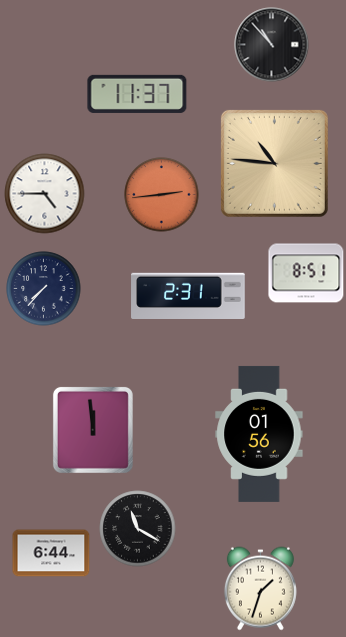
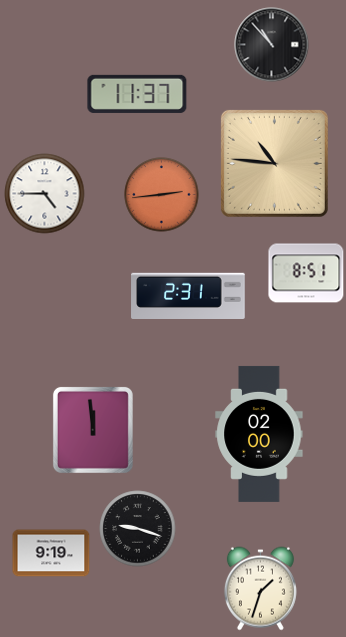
clock at (44, 289): 7:37 -> none
clock at (259, 434): 01:56 -> 02:00
clock at (138, 529): 11:20 -> 9:18
clock at (51, 553): 6:44 -> 9:19
